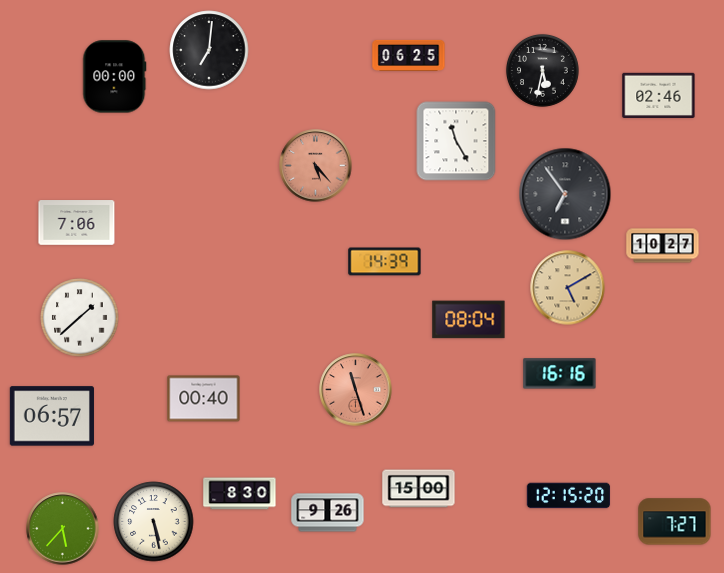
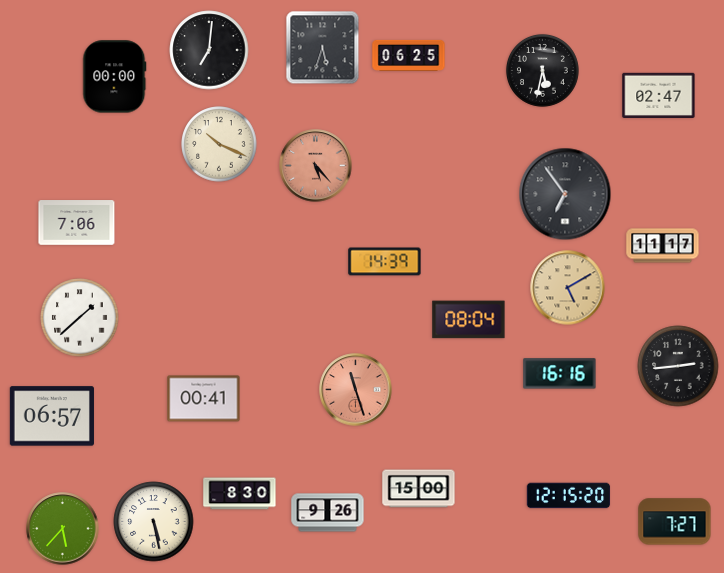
clock at (323, 48): none -> 5:33
clock at (659, 95): 02:46 -> 02:47
clock at (456, 141): 11:25 -> none
clock at (219, 144): none -> 10:19
clock at (663, 246): 10:27 -> 11:17
clock at (678, 366): none -> 2:44
clock at (204, 399): 00:40 -> 00:41
